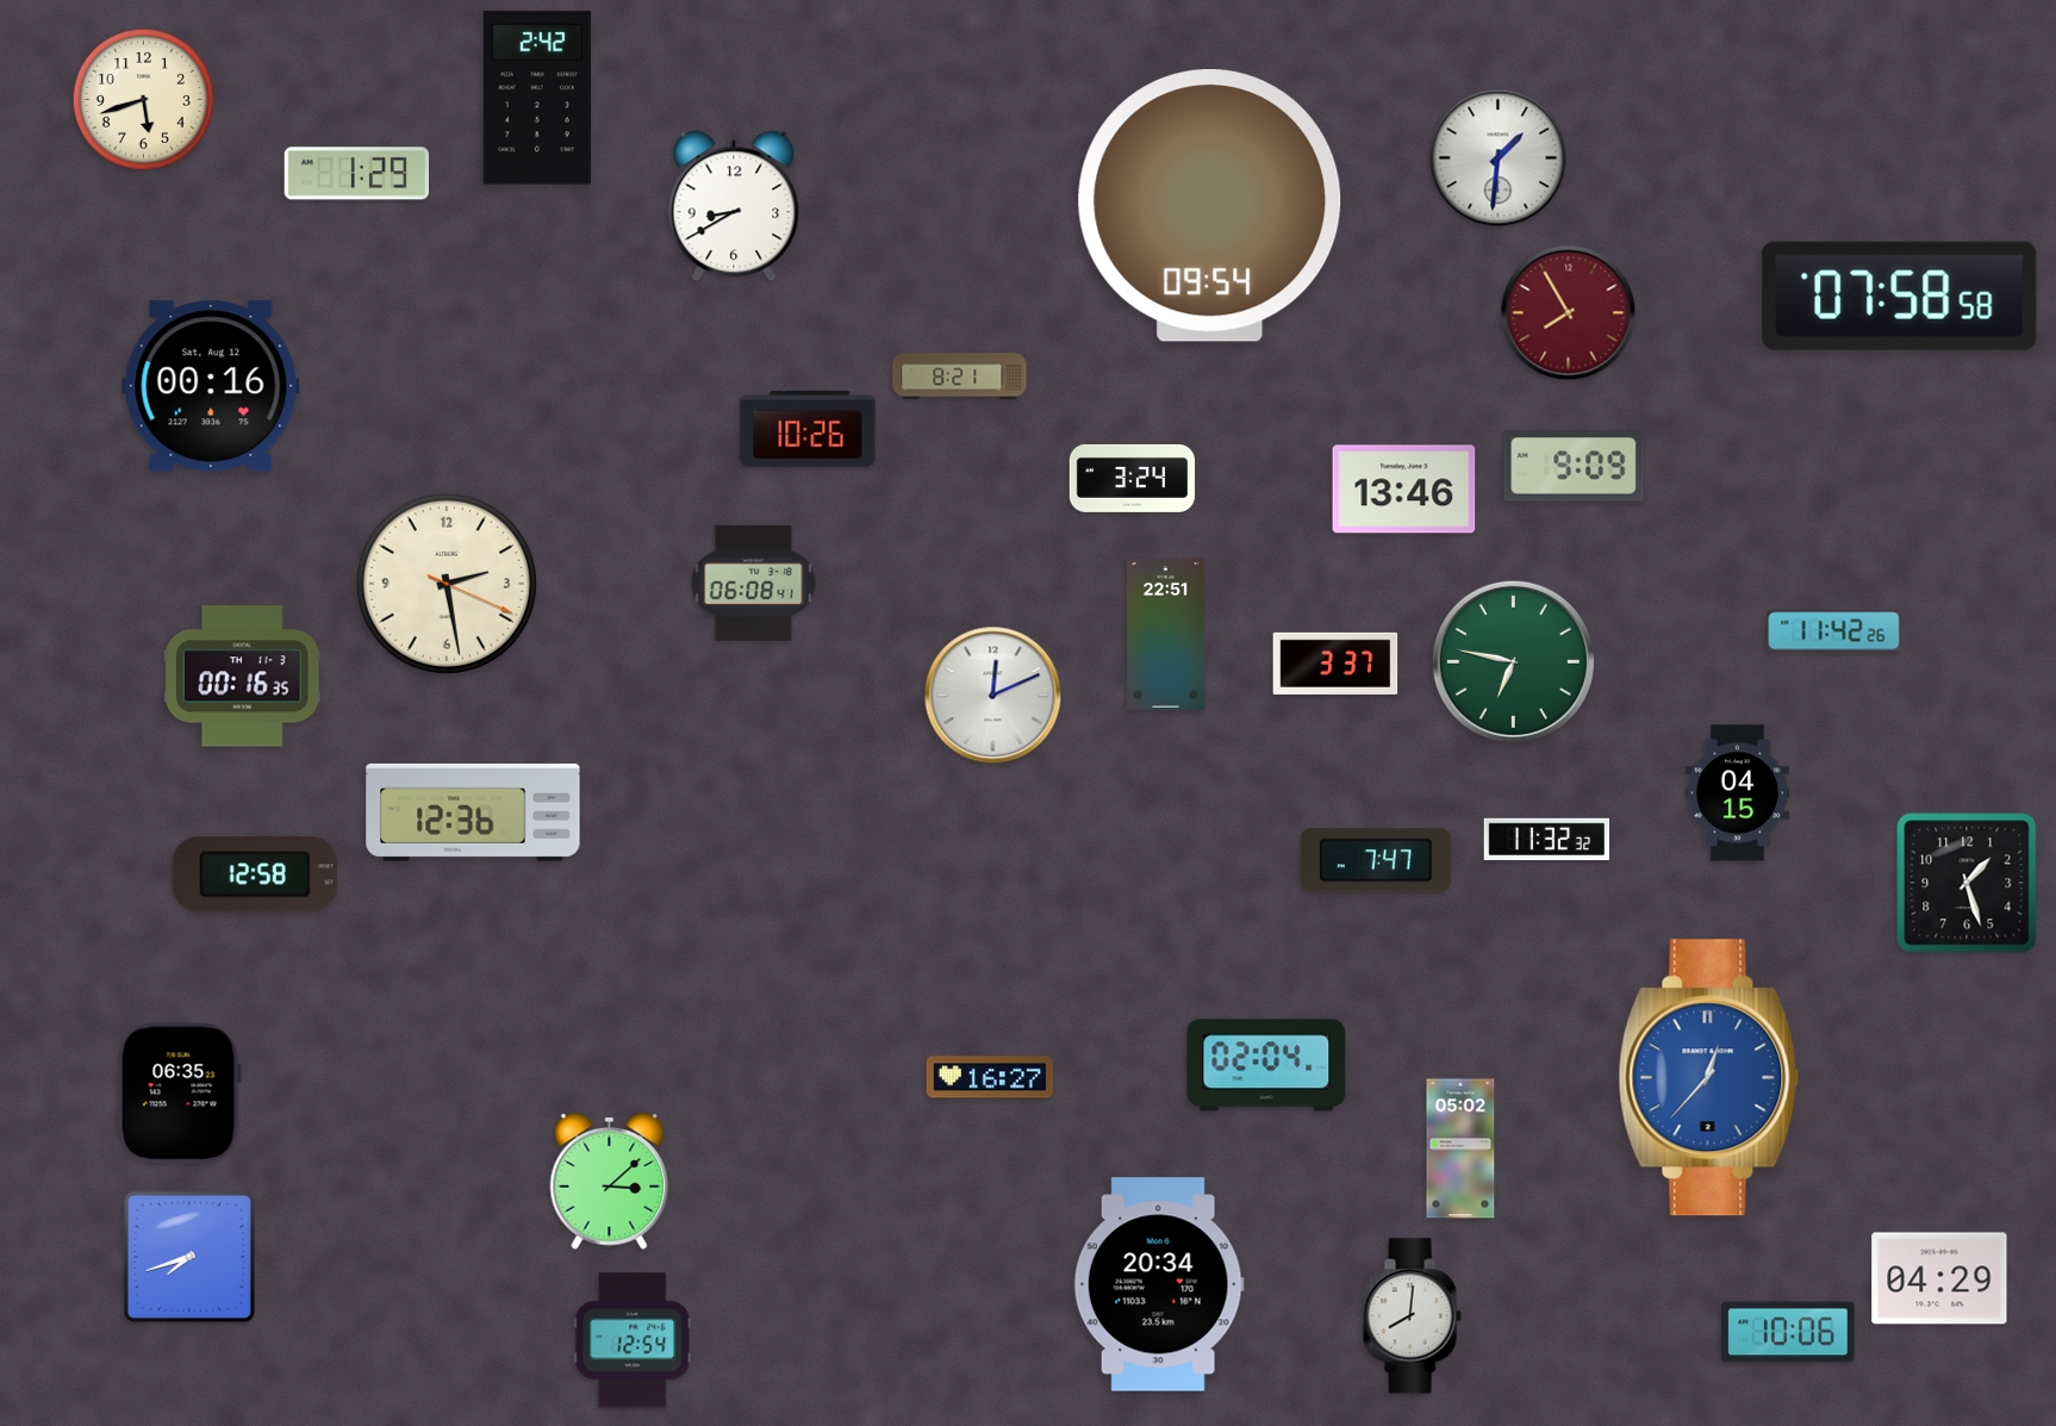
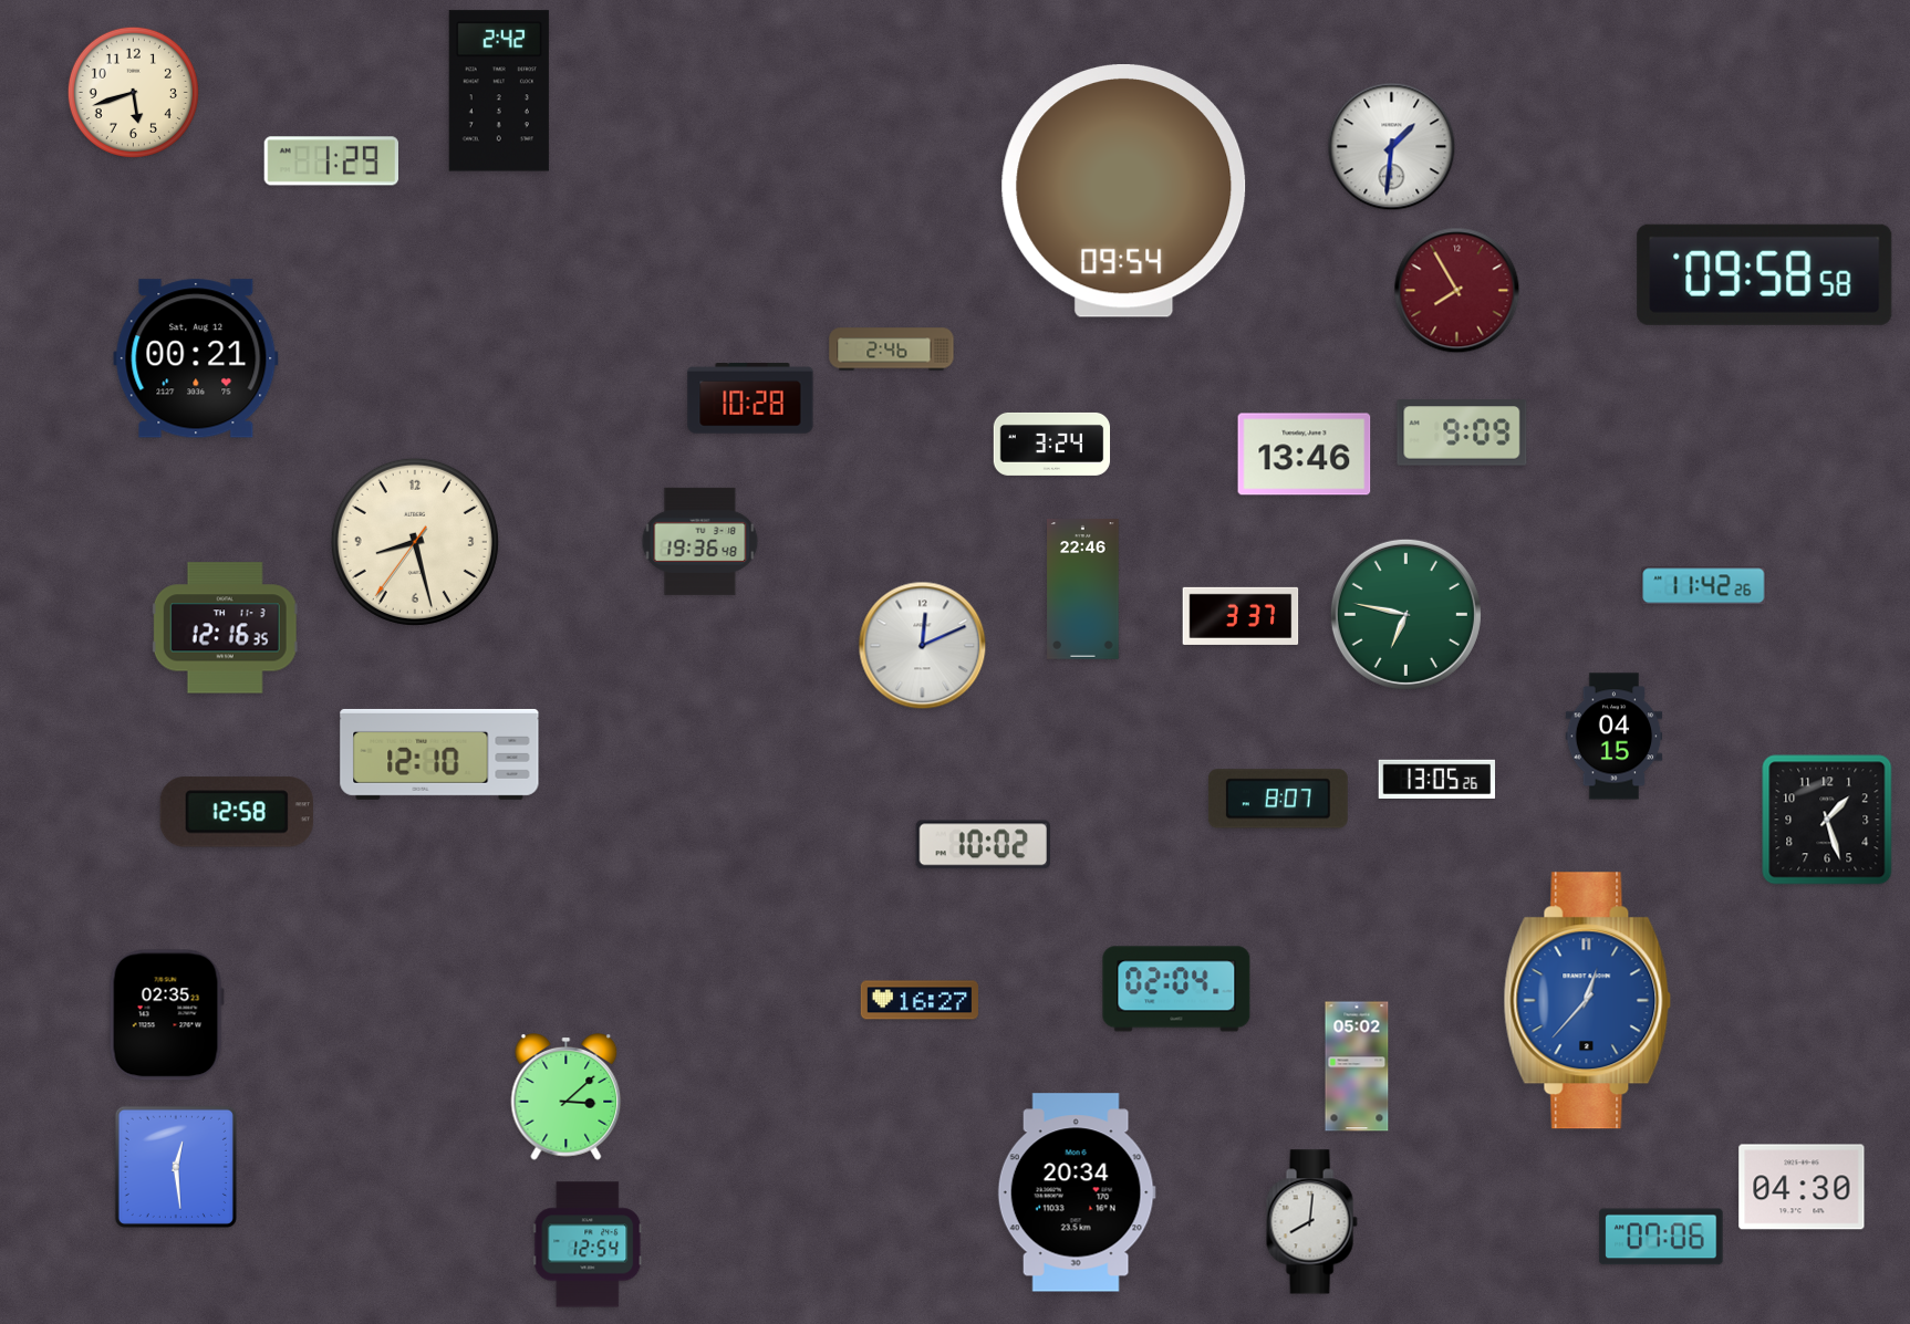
clock at (734, 206): 8:40 -> none
clock at (1900, 295): 07:58 -> 09:58
clock at (960, 376): 8:21 -> 2:46
clock at (211, 386): 00:16 -> 00:21
clock at (808, 429): 10:26 -> 10:28
clock at (754, 583): 06:08 -> 19:36
clock at (447, 584): 2:28 -> 8:27
clock at (1166, 635): 22:51 -> 22:46
clock at (242, 677): 00:16 -> 12:16
clock at (473, 812): 12:36 -> 12:10
clock at (1546, 839): 11:32 -> 13:05
clock at (1376, 860): 7:47 -> 8:07
clock at (983, 845): none -> 10:02
clock at (179, 1094): 06:35 -> 02:35
clock at (189, 1257): 7:42 -> 12:29
clock at (1939, 1278): 04:29 -> 04:30
clock at (1788, 1332): 10:06 -> 07:06
